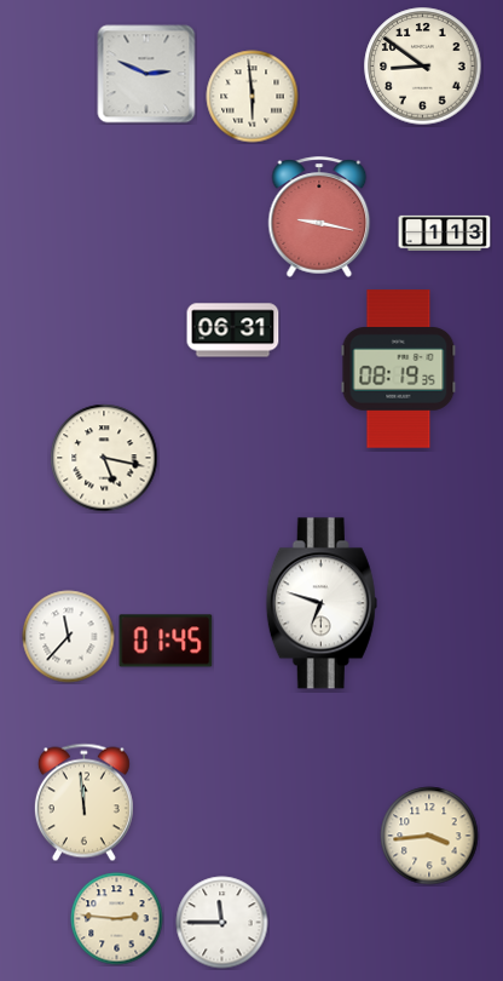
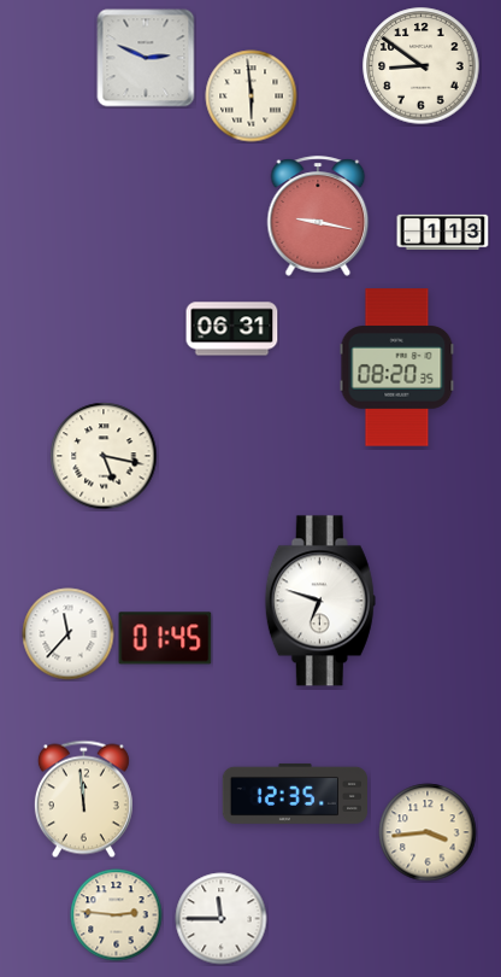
clock at (146, 74) position: (146, 74) -> (146, 58)
clock at (399, 369): 08:19 -> 08:20
clock at (294, 794): none -> 12:35
